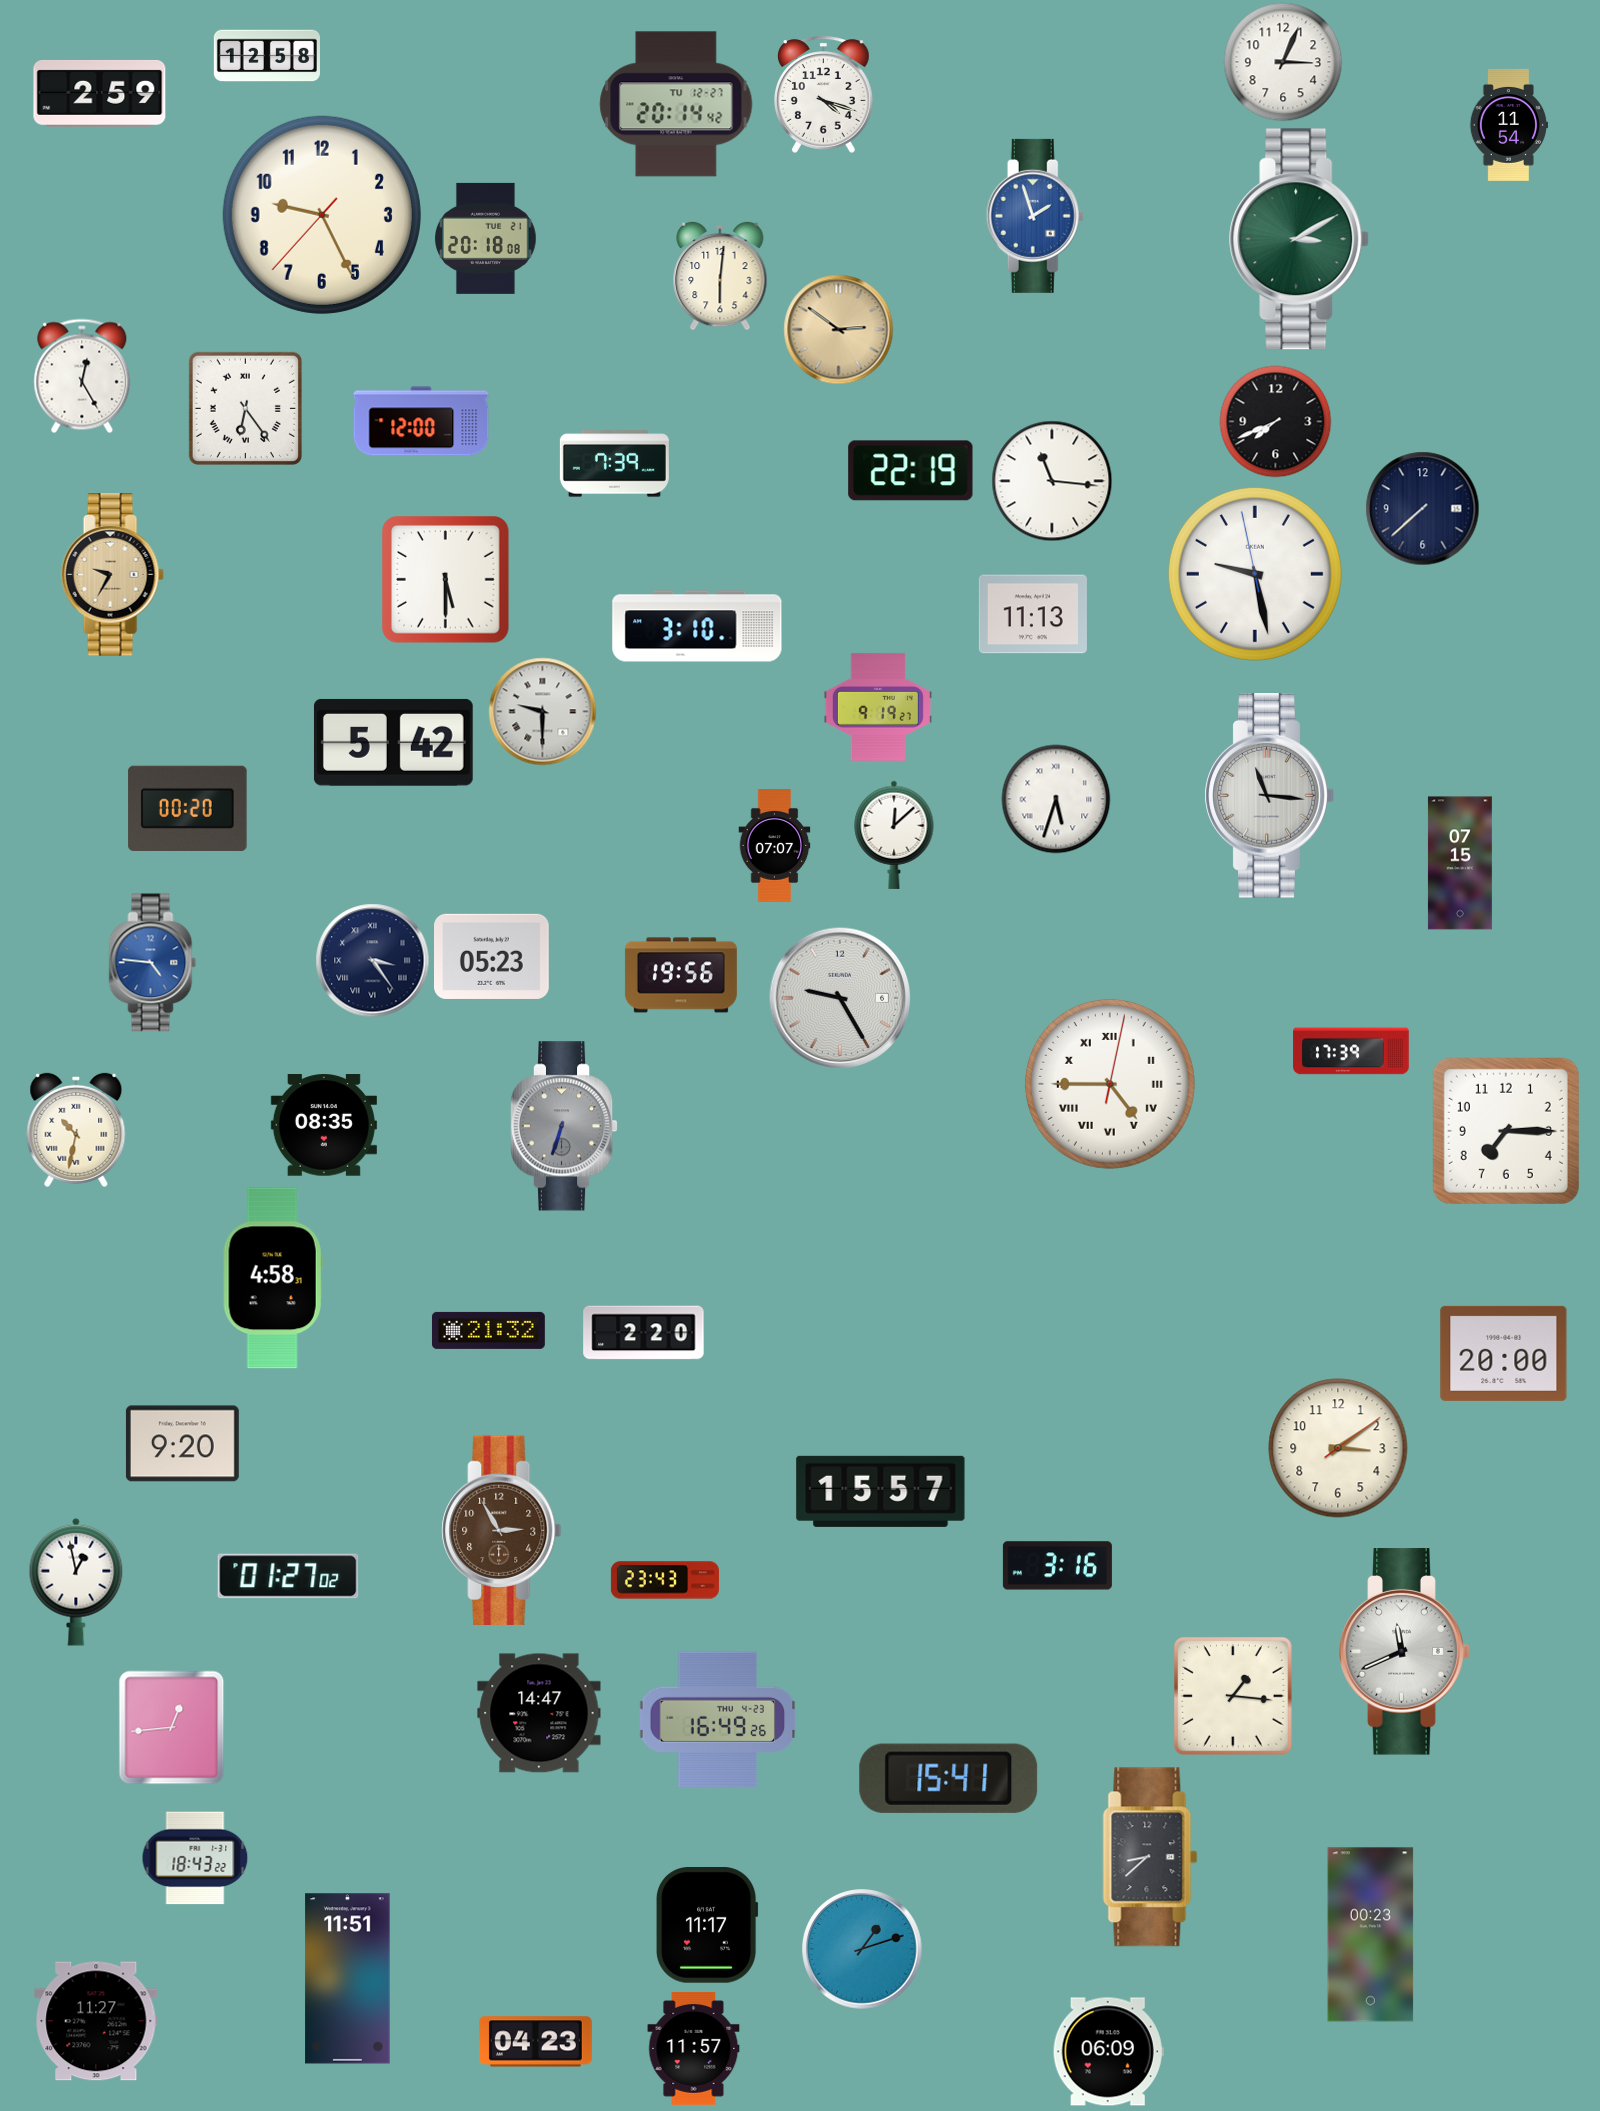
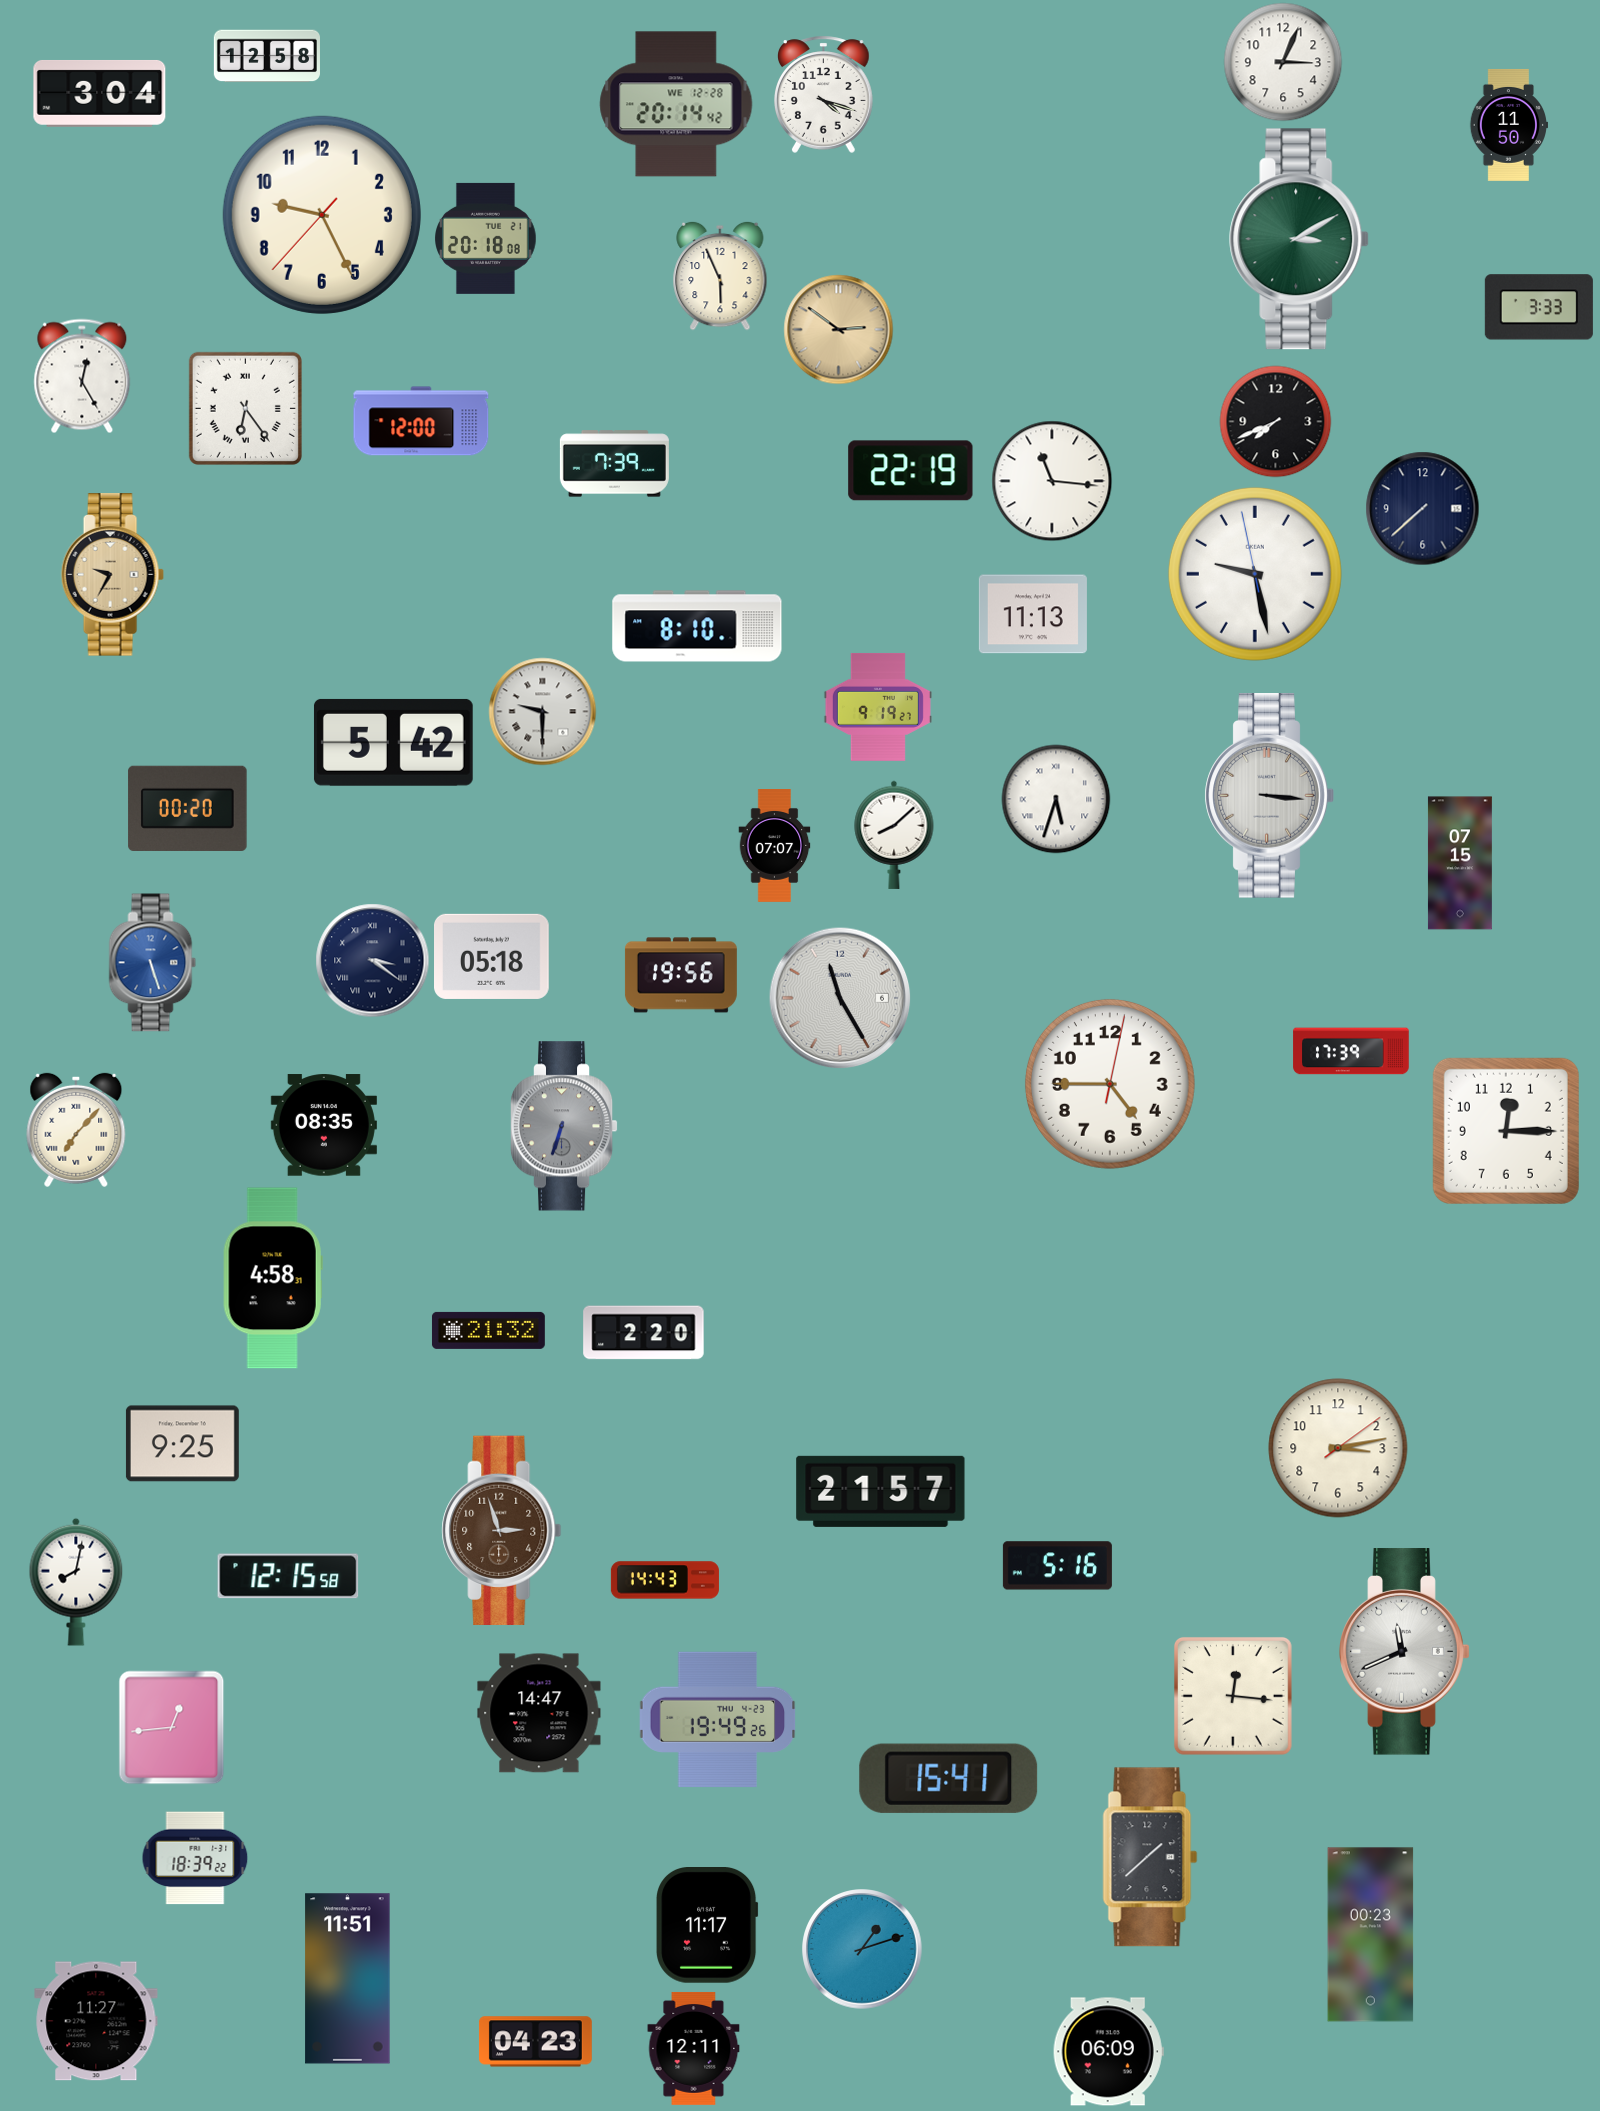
clock at (100, 93): 2:59 -> 3:04
clock at (676, 104) date: TU 12-27 -> WE 12-28
clock at (1508, 125): 11:54 -> 11:50
clock at (1035, 216): 1:57 -> none
clock at (720, 276): 6:01 -> 5:56
clock at (1539, 307): none -> 3:33
clock at (446, 580): 5:30 -> none
clock at (697, 626): 3:10 -> 8:10
clock at (1269, 796): 11:16 -> 3:16
clock at (894, 835): 12:08 -> 8:08
clock at (492, 956): 05:23 -> 05:18
clock at (373, 961): 3:24 -> 3:21
clock at (153, 963): 4:46 -> 5:27
clock at (840, 998): 9:25 -> 11:25
clock at (1110, 1084) numerals: Roman -> Arabic
clock at (76, 1130): 10:32 -> 7:07
clock at (1506, 1131): 7:15 -> 12:15
clock at (1504, 1353): 20:00 -> none
clock at (182, 1444): 9:20 -> 9:25
clock at (1338, 1448): 3:09 -> 3:13
clock at (881, 1491): 15:57 -> 21:57
clock at (502, 1530): 2:55 -> 2:57
clock at (1057, 1566): 3:16 -> 5:16
clock at (288, 1576): 01:27 -> 12:15
clock at (665, 1580): 23:43 -> 14:43
clock at (76, 1582): 12:58 -> 8:02
clock at (1233, 1696): 1:16 -> 12:16
clock at (718, 1720): 16:49 -> 19:49
clock at (1150, 1857): 8:38 -> 1:38
clock at (195, 1858): 18:43 -> 18:39
clock at (694, 2049): 11:57 -> 12:11
